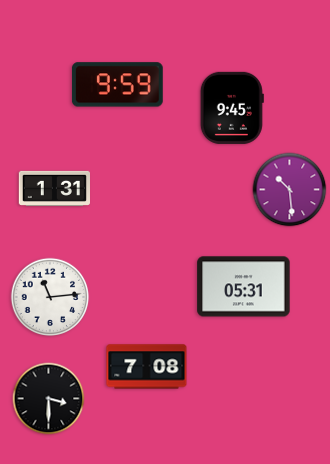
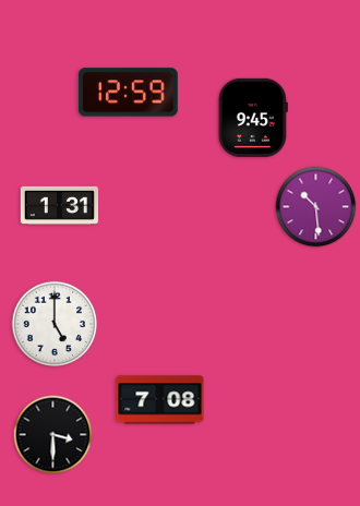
clock at (118, 85): 9:59 -> 12:59
clock at (244, 287): 05:31 -> none
clock at (50, 297): 11:14 -> 5:00
